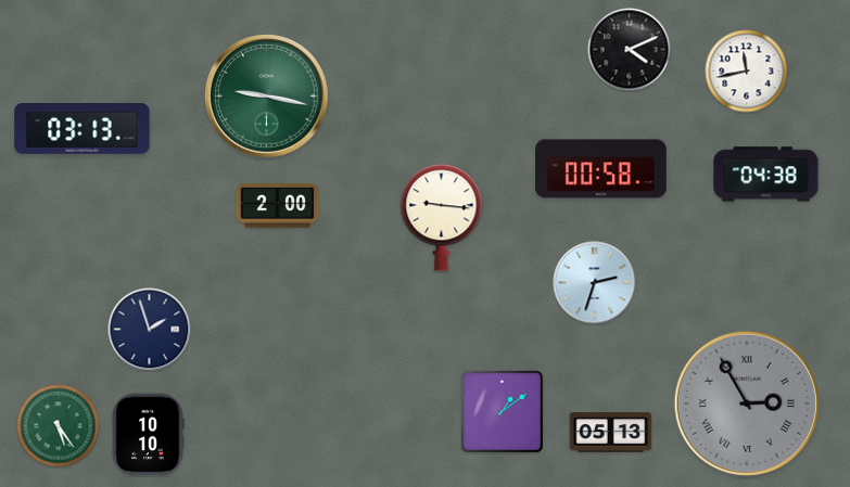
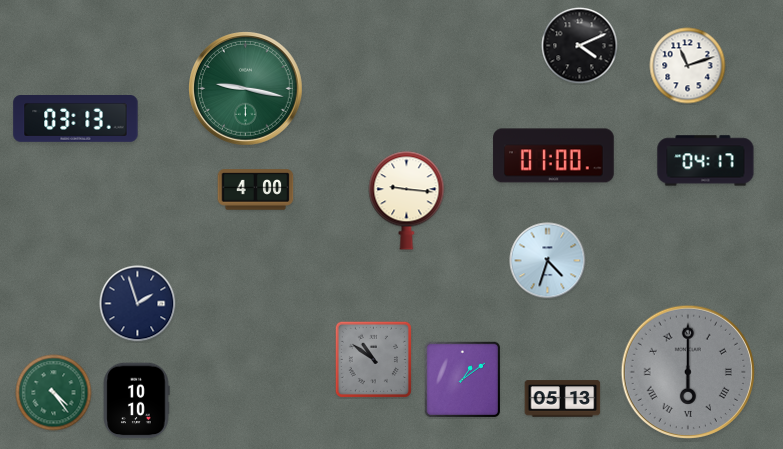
clock at (747, 72): 11:43 -> 11:12
clock at (601, 169): 00:58 -> 01:00
clock at (766, 175): 04:38 -> 04:17
clock at (278, 206): 2:00 -> 4:00
clock at (595, 283): 2:33 -> 4:33
clock at (373, 359): none -> 10:51
clock at (747, 403): 2:55 -> 6:00
clock at (59, 426): 5:24 -> 4:24
